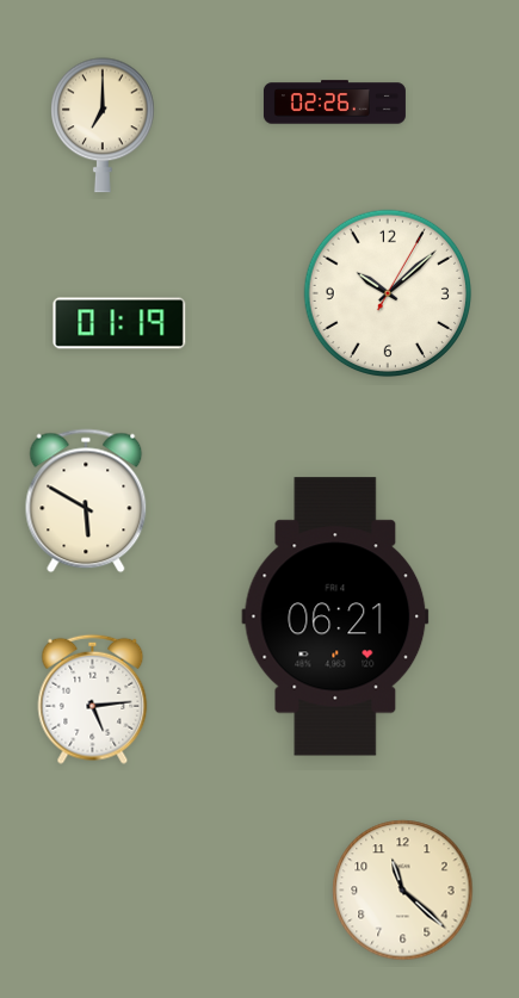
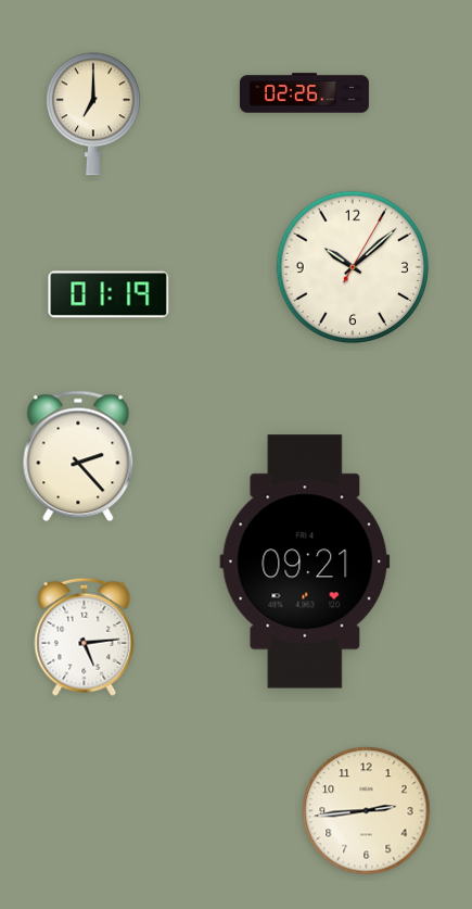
clock at (86, 501): 5:50 -> 2:23
clock at (335, 616): 06:21 -> 09:21
clock at (403, 891): 11:22 -> 2:44
